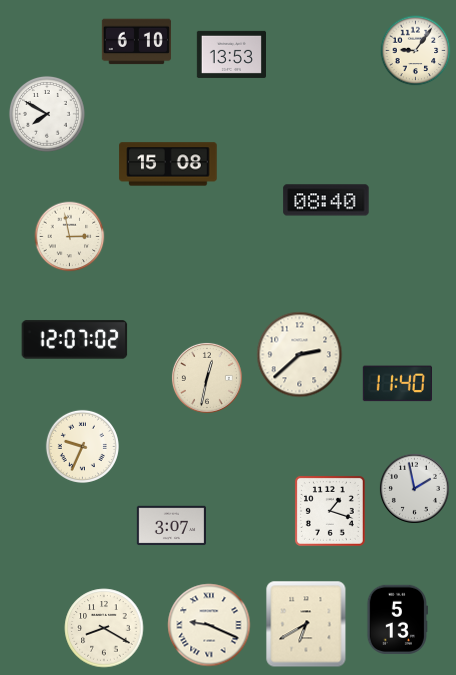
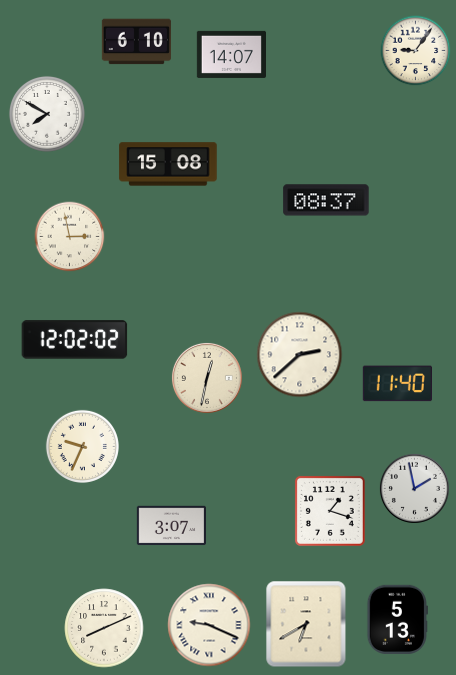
clock at (231, 54): 13:53 -> 14:07
clock at (326, 200): 08:40 -> 08:37
clock at (75, 340): 12:07 -> 12:02
clock at (104, 628): 8:20 -> 8:11
